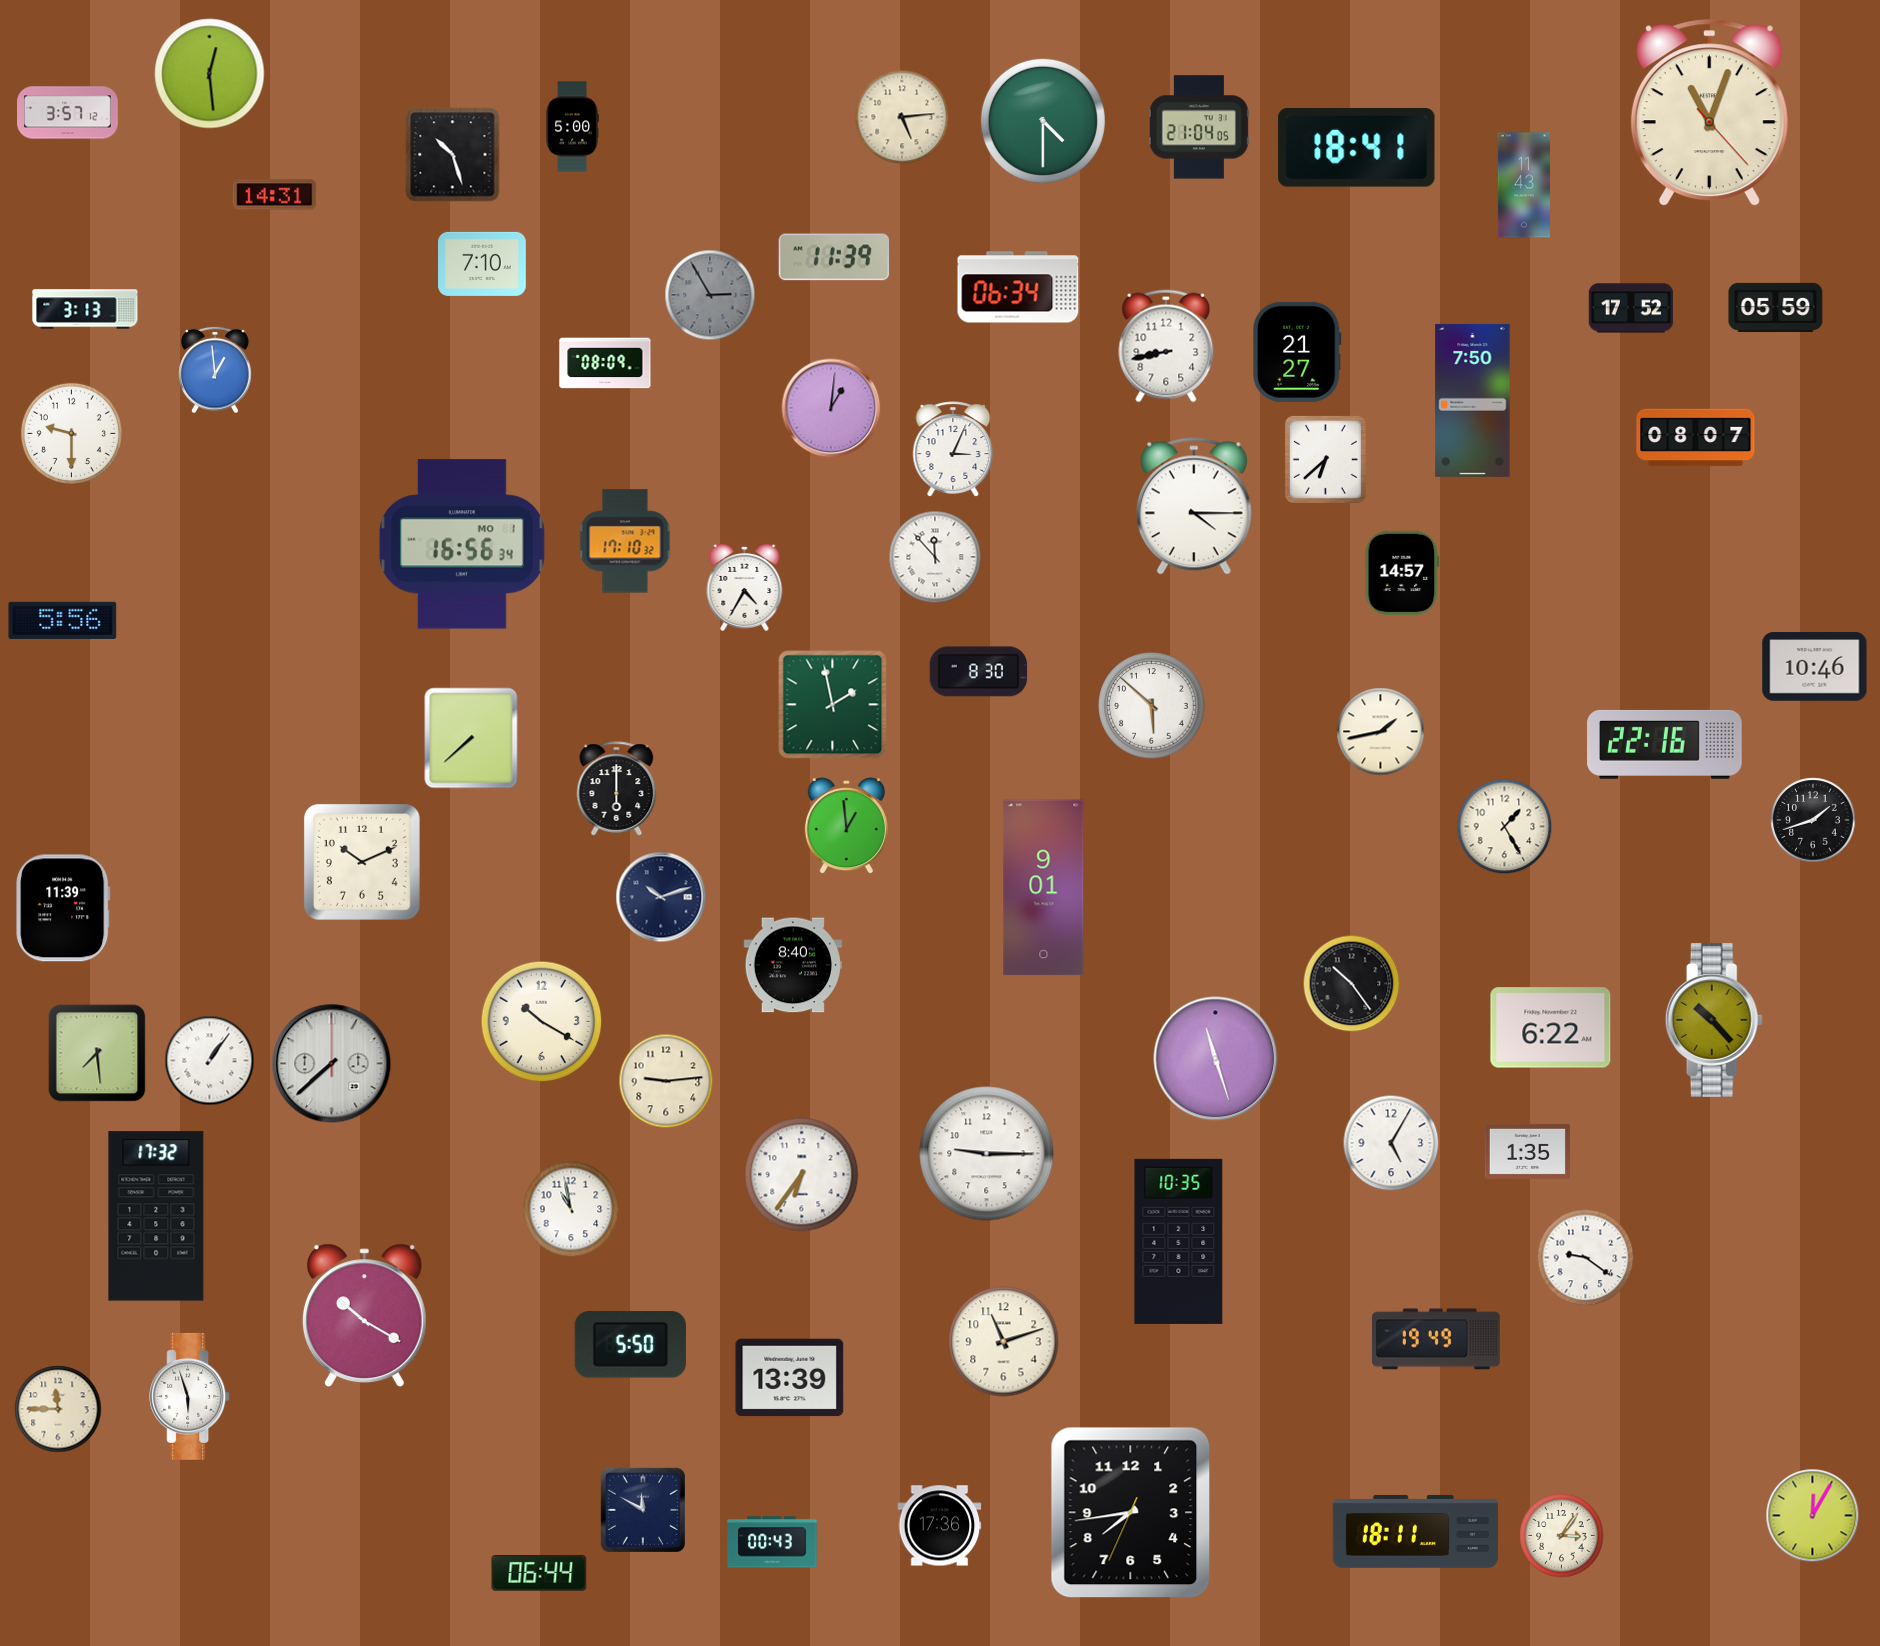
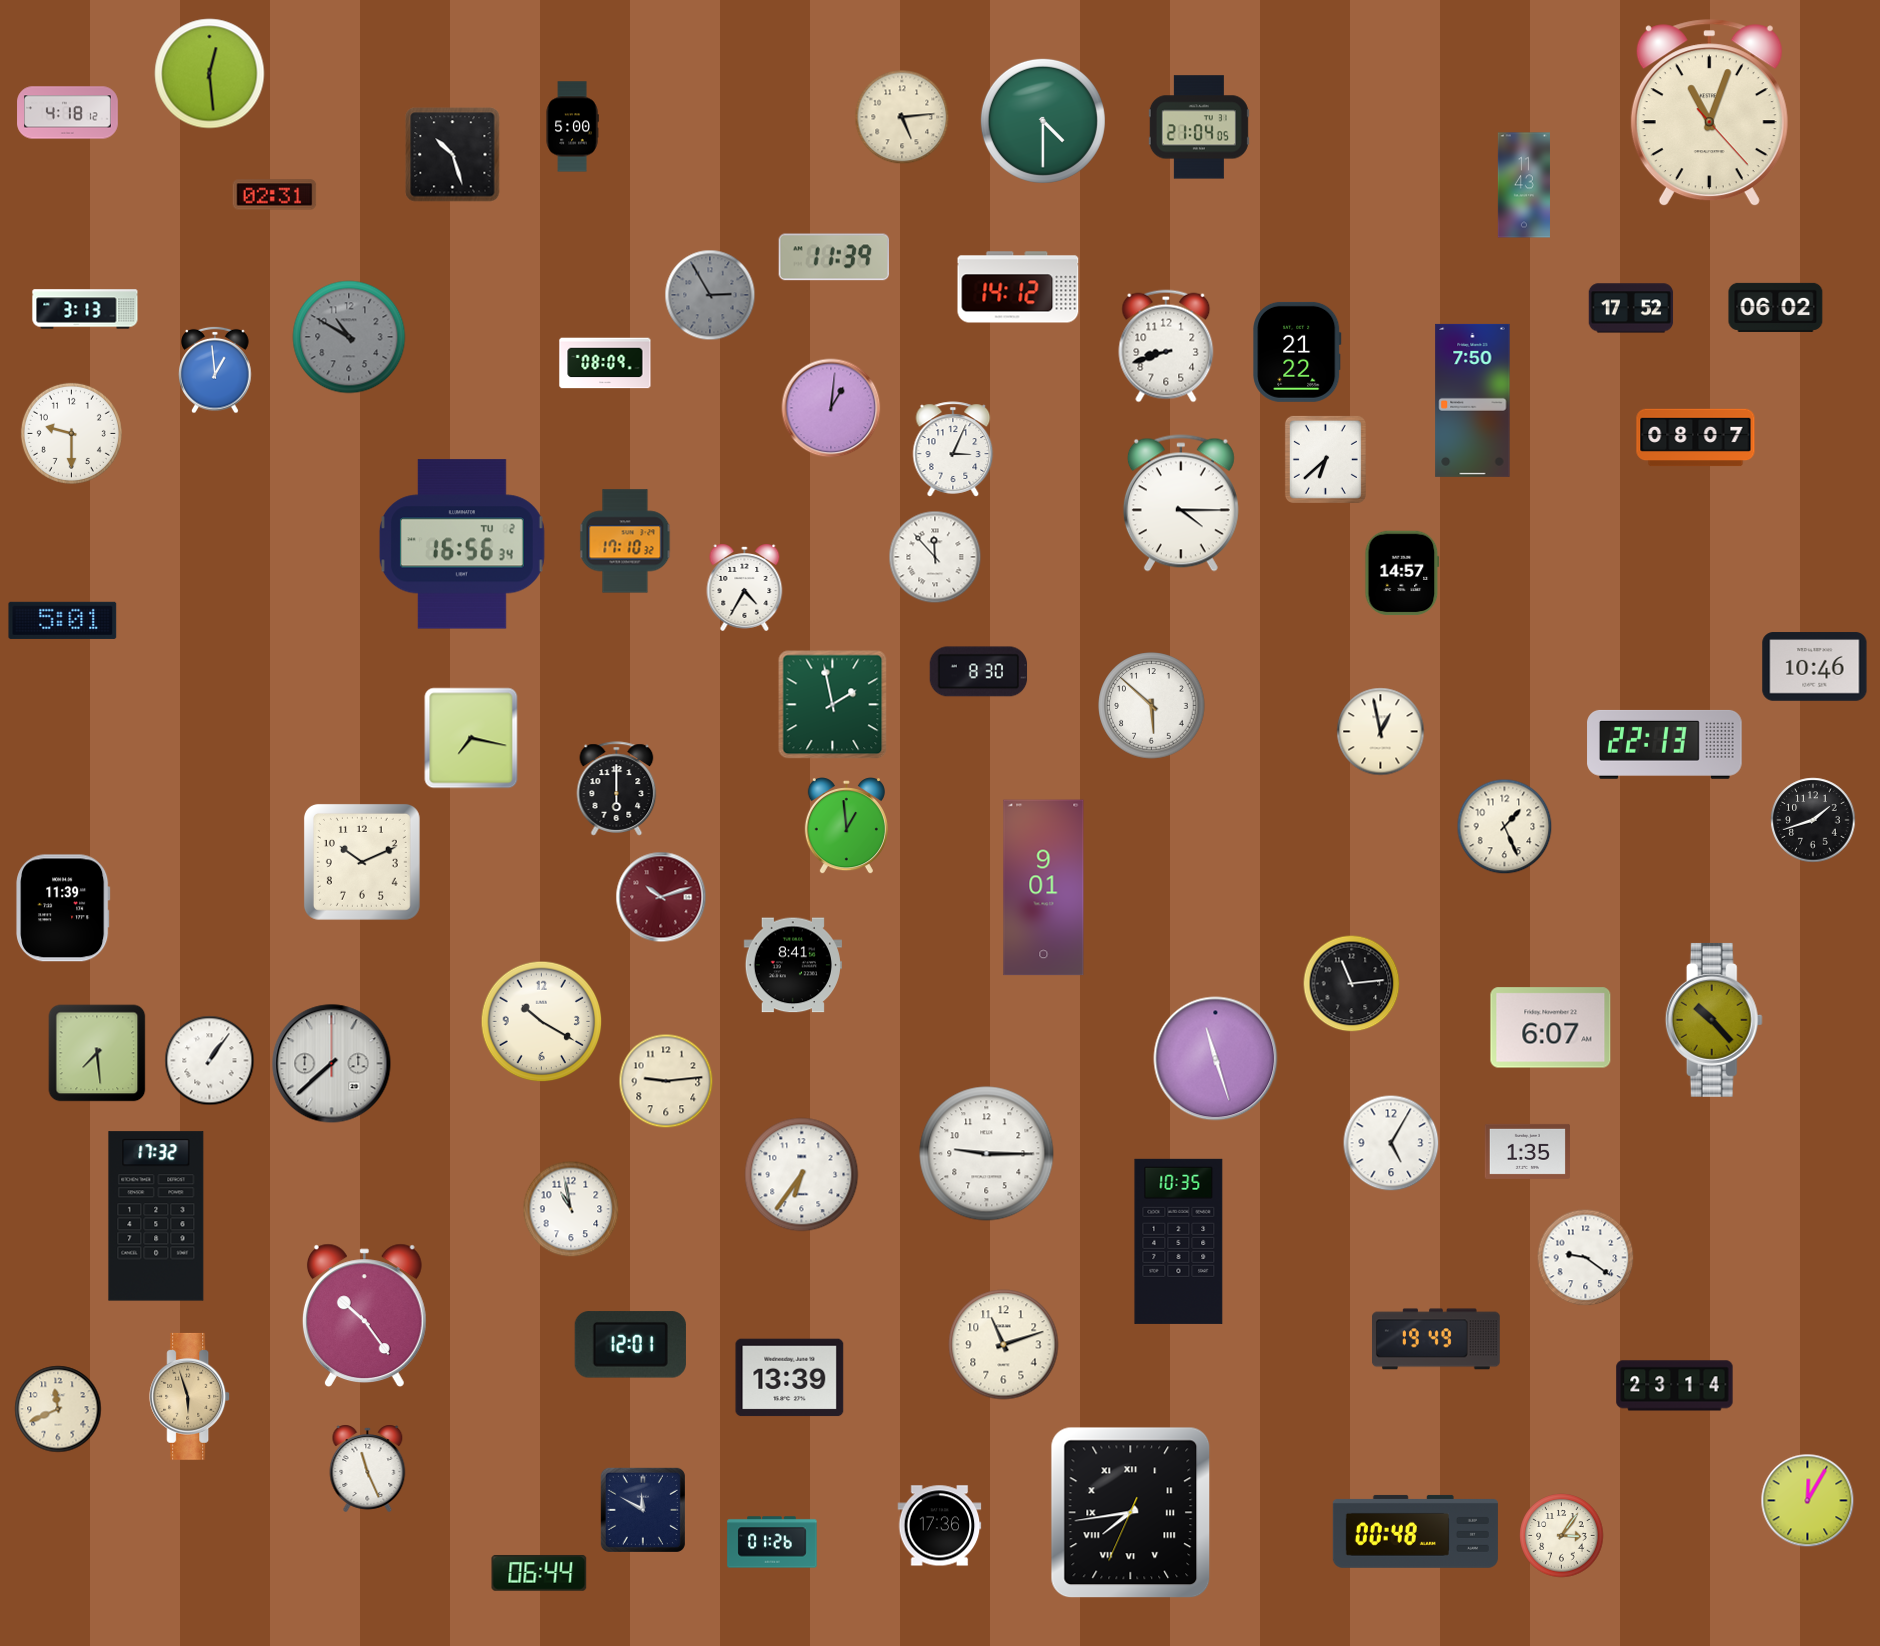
clock at (68, 113): 3:57 -> 4:18
clock at (1357, 148): 18:41 -> none
clock at (275, 195): 14:31 -> 02:31
clock at (482, 264): 7:10 -> none
clock at (1018, 287): 06:34 -> 14:12
clock at (1776, 307): 05:59 -> 06:02
clock at (349, 337): none -> 10:50
clock at (1166, 346): 8:43 -> 8:42
clock at (1297, 352): 21:27 -> 21:22
clock at (1194, 506) position: (1194, 506) -> (1181, 503)
clock at (462, 544) date: MO 1 -> TU 2
clock at (63, 620): 5:56 -> 5:01
clock at (1381, 732): 1:43 -> 12:58
clock at (471, 738): 7:38 -> 7:17
clock at (1665, 744): 22:16 -> 22:13
clock at (1505, 827): 1:25 -> 1:26
clock at (661, 897) dial: navy -> burgundy
clock at (793, 965): 8:40 -> 8:41
clock at (1352, 984): 10:24 -> 11:14
clock at (1551, 1028): 6:22 -> 6:07
clock at (364, 1315): 10:20 -> 10:24
clock at (1004, 1342) position: (1004, 1342) -> (1004, 1345)
clock at (630, 1345): 5:50 -> 12:01
clock at (1675, 1386): none -> 23:14
clock at (190, 1396) dial: white -> champagne
clock at (58, 1409): 11:45 -> 11:41
clock at (368, 1468): none -> 11:26
clock at (1131, 1513) numerals: Arabic -> Roman
clock at (1813, 1516) position: (1813, 1516) -> (1808, 1501)
clock at (1415, 1531): 18:11 -> 00:48
clock at (772, 1542): 00:43 -> 01:26
